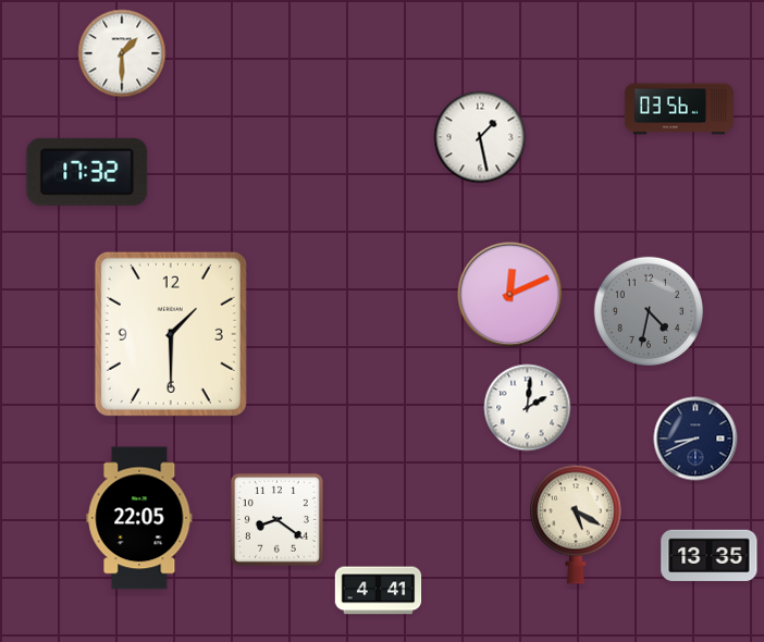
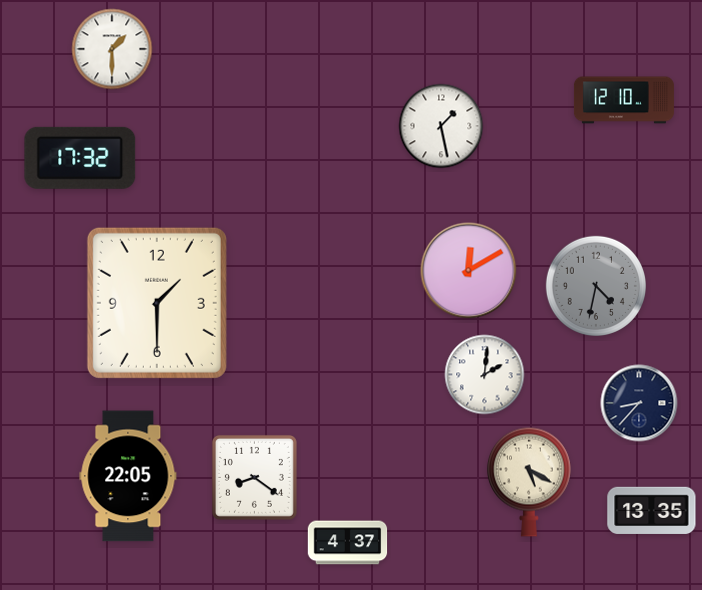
clock at (679, 109): 03:56 -> 12:10
clock at (510, 295): 12:11 -> 12:10
clock at (171, 334) position: (171, 334) -> (157, 303)
clock at (695, 439): 8:41 -> 8:37
clock at (379, 591): 4:41 -> 4:37
